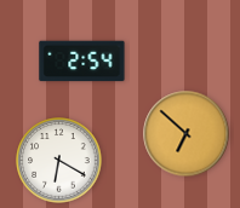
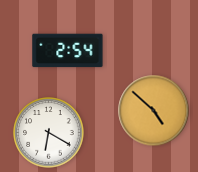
clock at (187, 134): 6:52 -> 4:52
